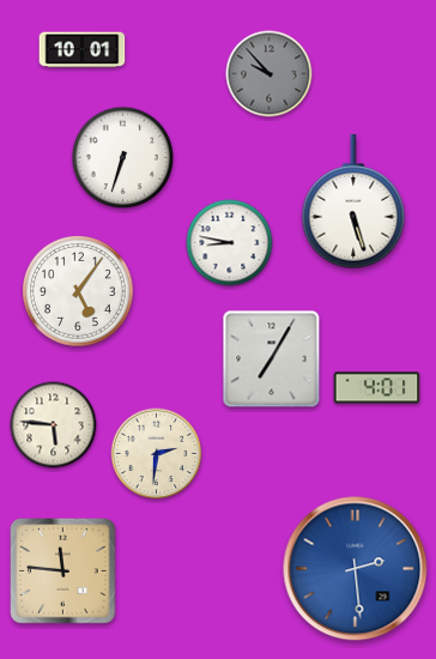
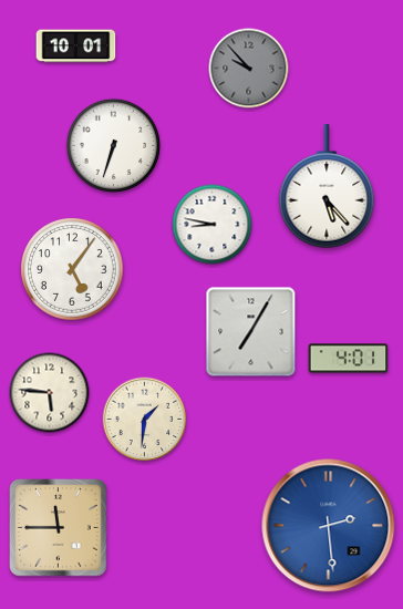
clock at (353, 202): 5:27 -> 5:23
clock at (157, 454): 2:31 -> 1:31
clock at (63, 572): 11:46 -> 11:45
